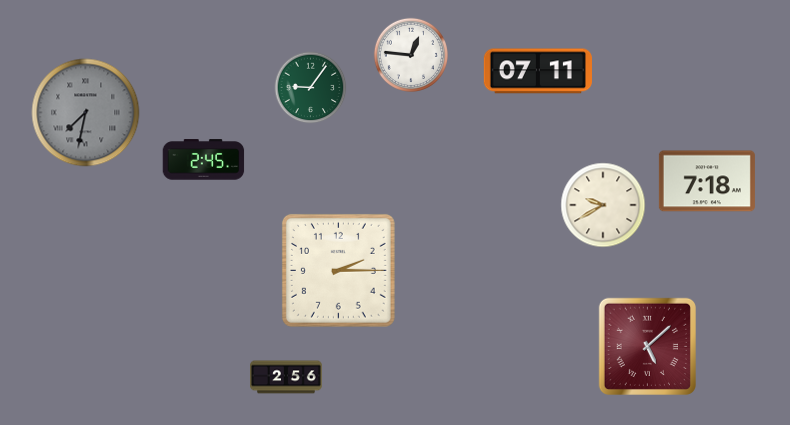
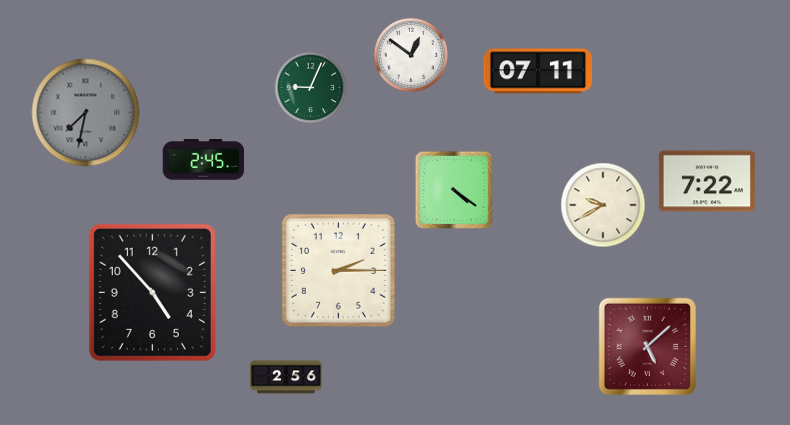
clock at (411, 55): 12:46 -> 12:51
clock at (311, 88): 9:06 -> 9:04
clock at (707, 181): 7:18 -> 7:22
clock at (454, 189): none -> 4:21
clock at (152, 292): none -> 4:53
